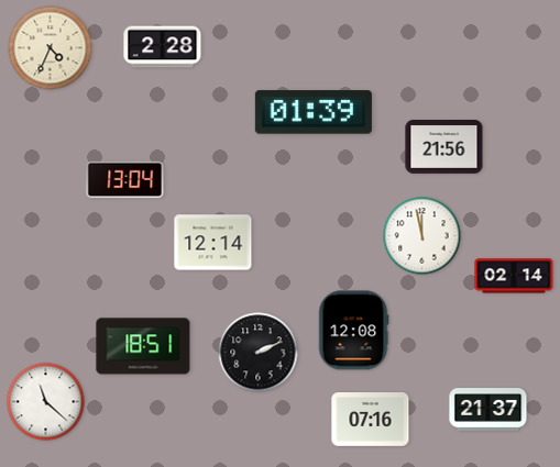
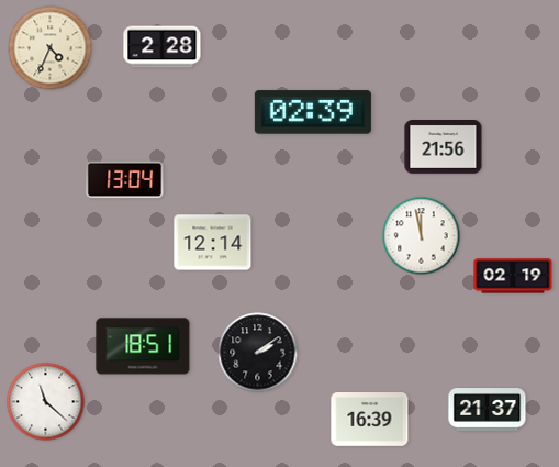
clock at (314, 112): 01:39 -> 02:39
clock at (514, 276): 02:14 -> 02:19
clock at (353, 331): 12:08 -> none
clock at (259, 353): 2:11 -> 2:09
clock at (371, 420): 07:16 -> 16:39
